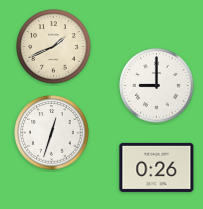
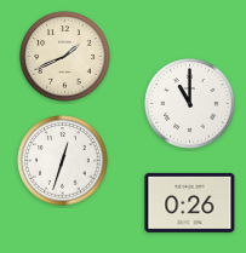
clock at (157, 86): 9:00 -> 11:00
